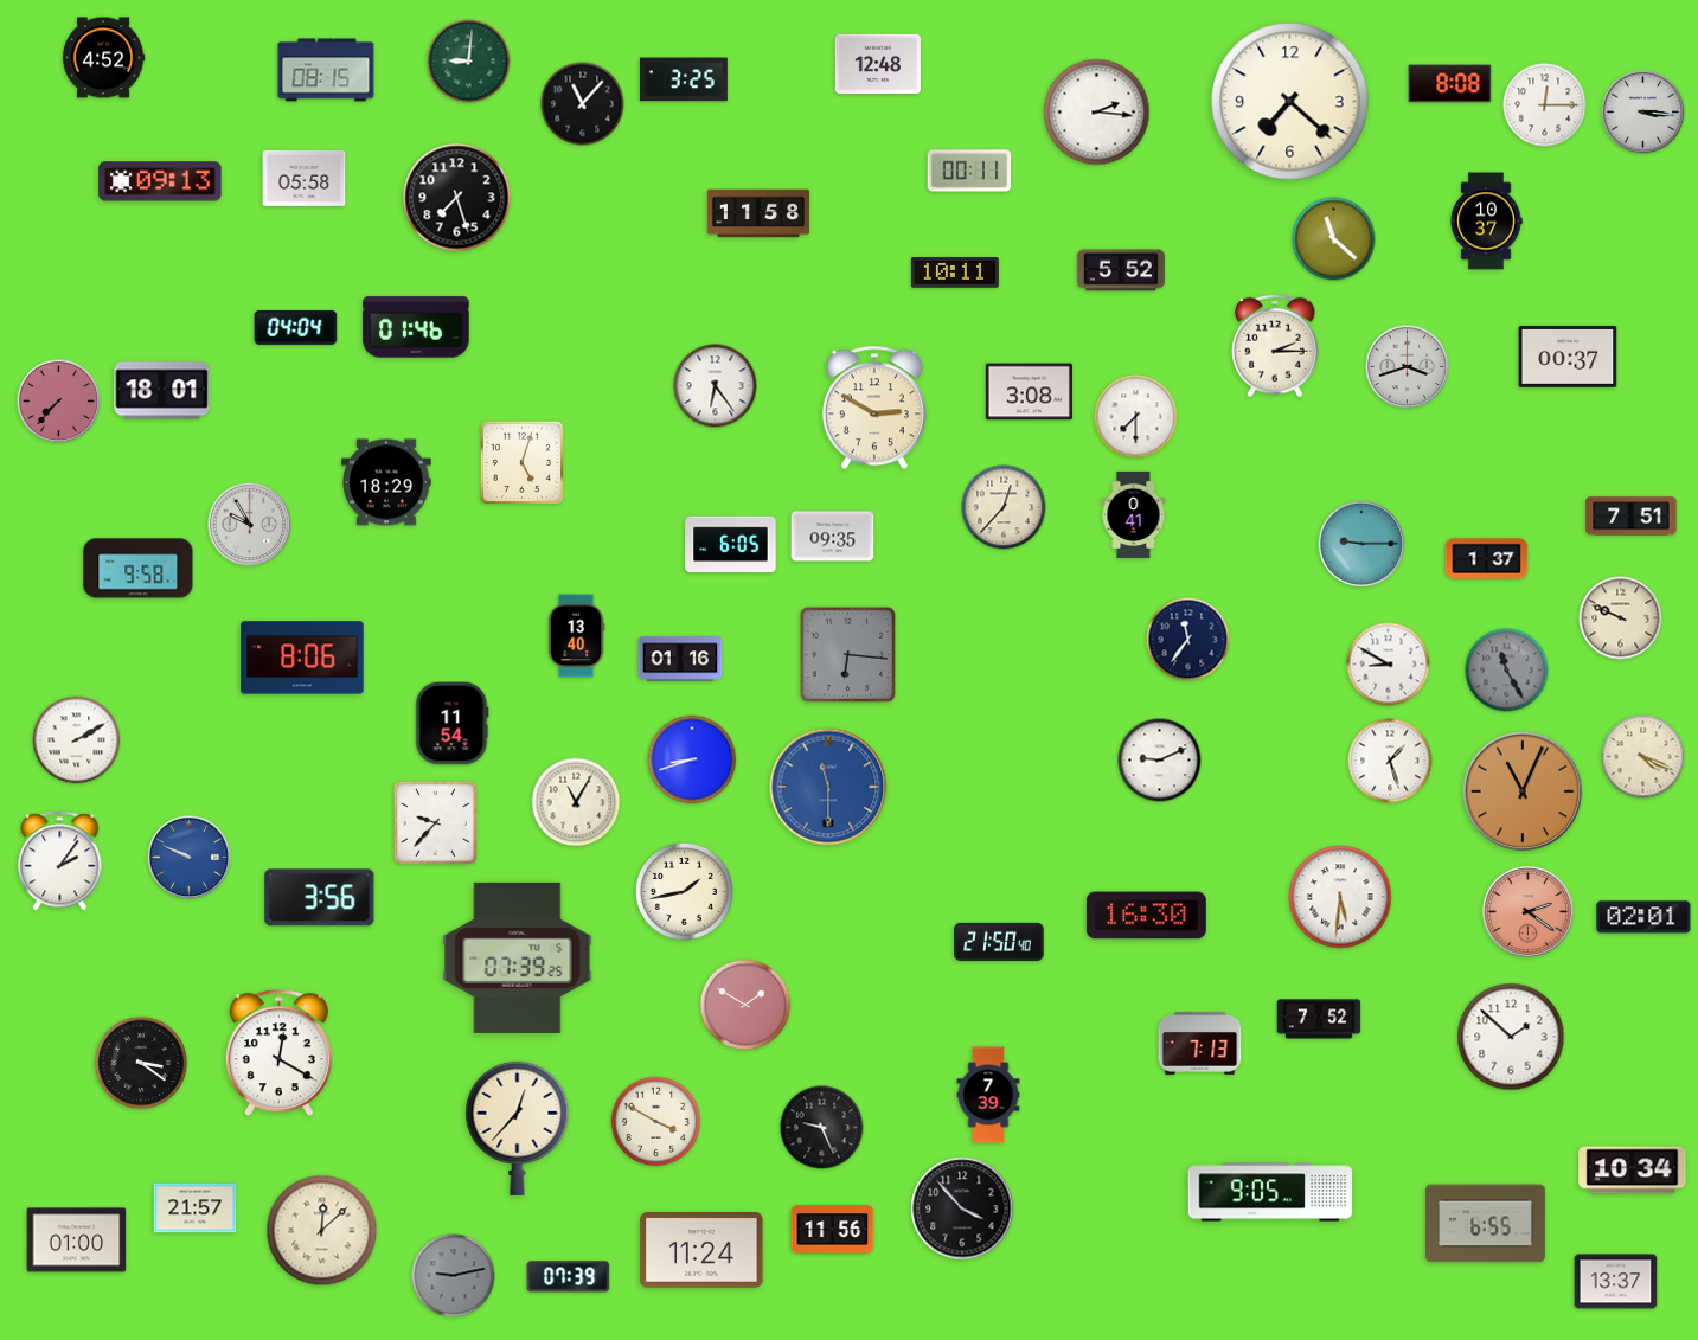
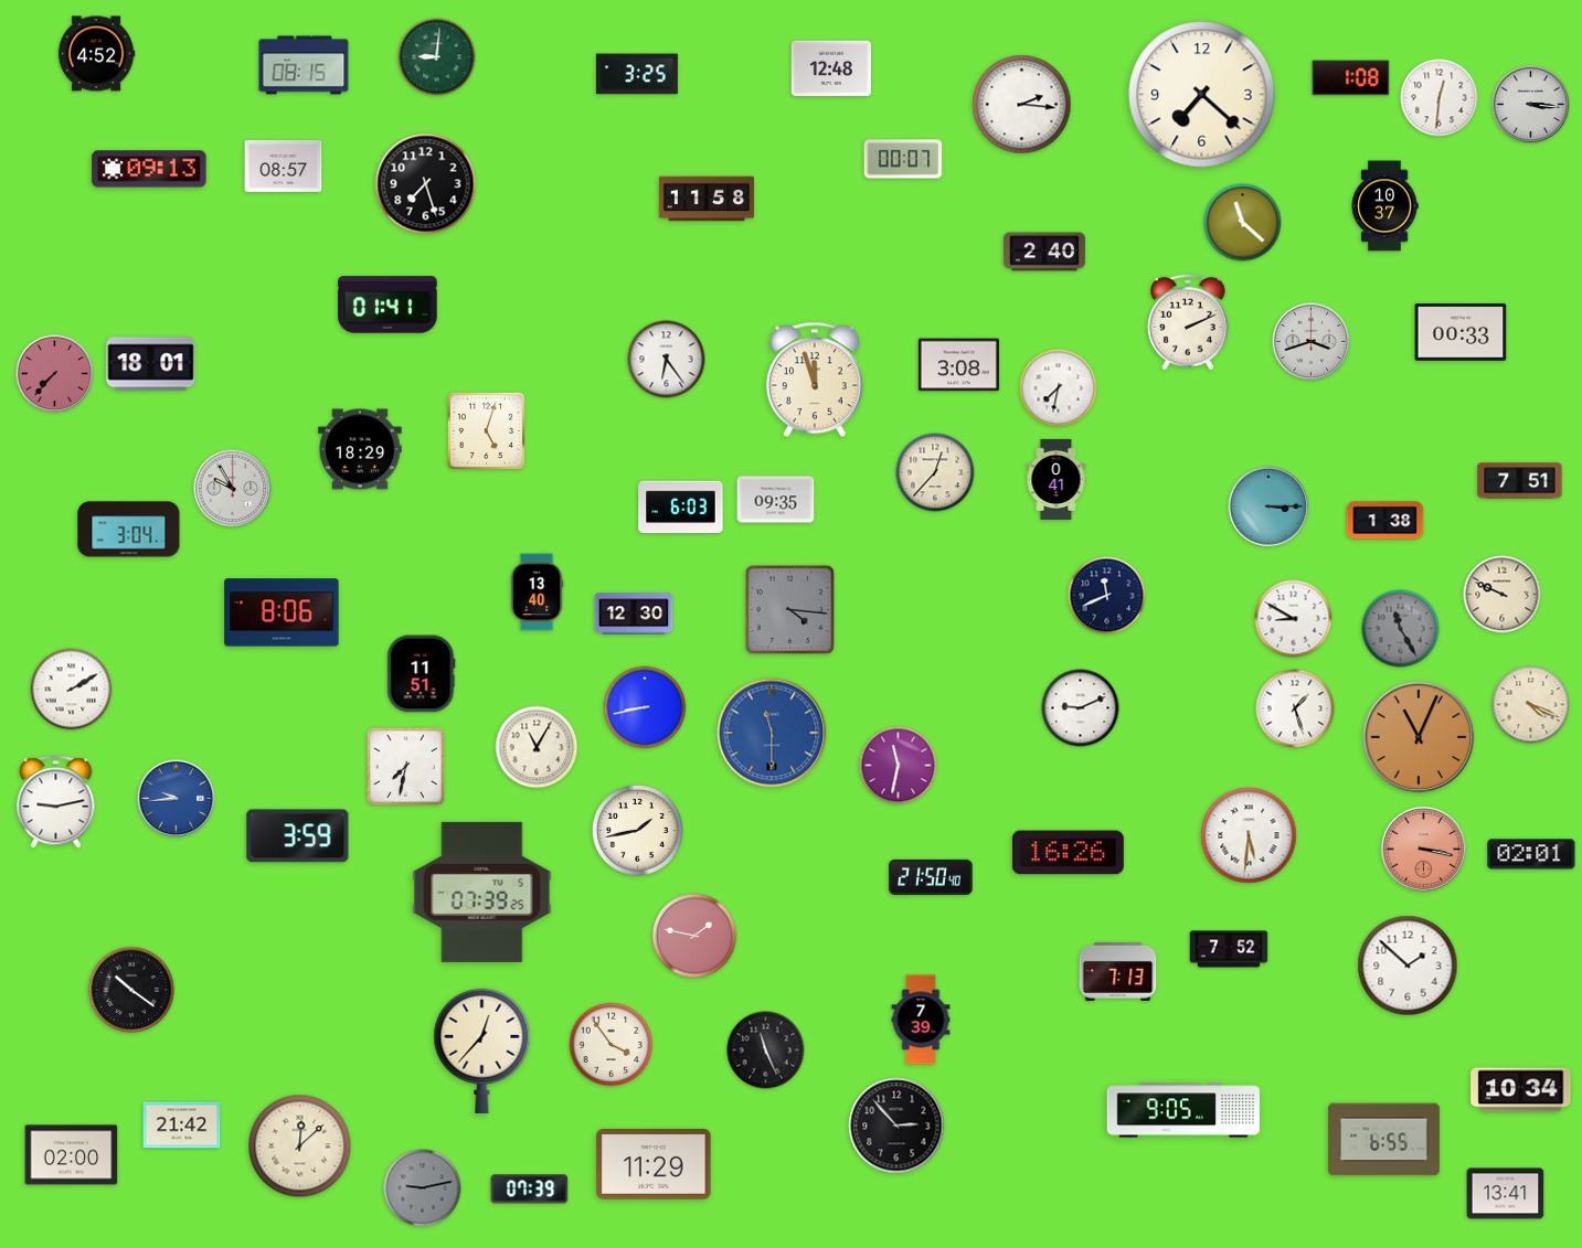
clock at (877, 64) position: (877, 64) -> (830, 68)
clock at (1450, 84): 8:08 -> 1:08
clock at (583, 104): 11:07 -> none
clock at (1545, 105): 12:15 -> 12:31
clock at (969, 171): 00:11 -> 00:07
clock at (305, 178): 05:58 -> 08:57
clock at (1121, 270): 5:52 -> 2:40
clock at (955, 273): 10:11 -> none
clock at (296, 327): 04:04 -> none
clock at (416, 327): 01:46 -> 01:41
clock at (1276, 346): 2:15 -> 2:11
clock at (1568, 357): 00:37 -> 00:33
clock at (874, 408): 2:50 -> 11:57
clock at (1136, 417): 7:30 -> 7:32
clock at (1361, 544): 9:15 -> 3:15
clock at (731, 545): 6:05 -> 6:03
clock at (1487, 559): 1:37 -> 1:38
clock at (139, 569): 9:58 -> 3:04
clock at (1621, 618) position: (1621, 618) -> (1503, 595)
clock at (1188, 640): 11:36 -> 11:41
clock at (847, 654): 6:16 -> 4:16
clock at (680, 659): 01:16 -> 12:30
clock at (1507, 671) position: (1507, 671) -> (1401, 629)
clock at (453, 724): 11:54 -> 11:51
clock at (692, 759): 8:42 -> 8:43
clock at (435, 822): 9:37 -> 7:32
clock at (899, 766): none -> 11:32
clock at (190, 858): 9:49 -> 9:44
clock at (60, 861): 2:06 -> 9:13
clock at (320, 898): 3:56 -> 3:59
clock at (1527, 911): 2:21 -> 3:17
clock at (1146, 916): 16:30 -> 16:26
clock at (745, 1005): 1:50 -> 1:47
clock at (278, 1053): 12:20 -> none
clock at (141, 1063): 3:21 -> 10:21
clock at (656, 1122): 3:50 -> 3:54
clock at (822, 1128): 9:26 -> 11:26
clock at (196, 1208): 21:57 -> 21:42
clock at (962, 1208): 3:53 -> 2:53
clock at (833, 1230): 11:56 -> none
clock at (77, 1240): 01:00 -> 02:00
clock at (701, 1251): 11:24 -> 11:29
clock at (1616, 1282): 13:37 -> 13:41
